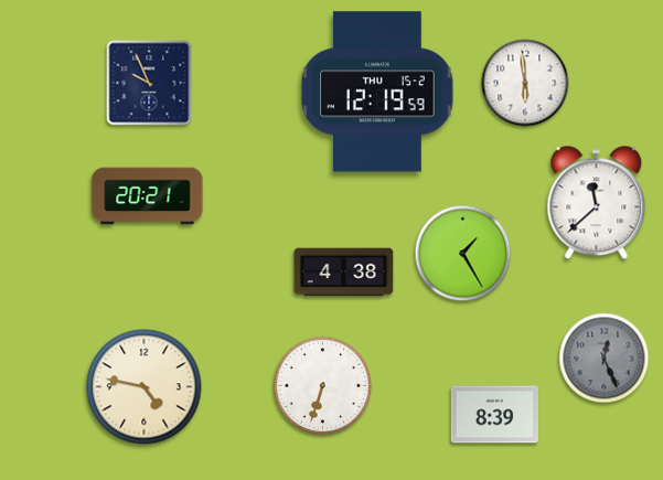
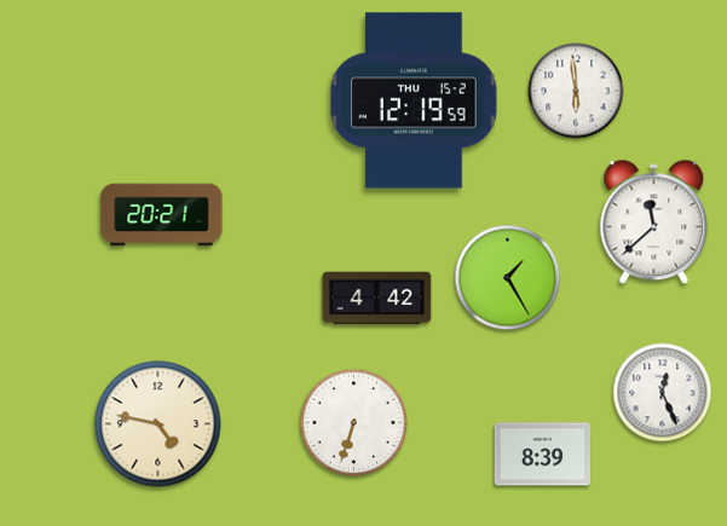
clock at (149, 83): 9:56 -> none
clock at (344, 273): 4:38 -> 4:42
clock at (605, 359) dial: grey -> white
